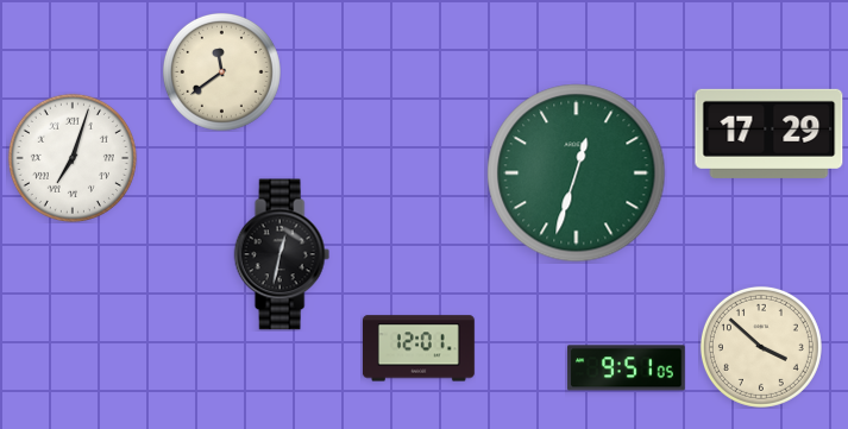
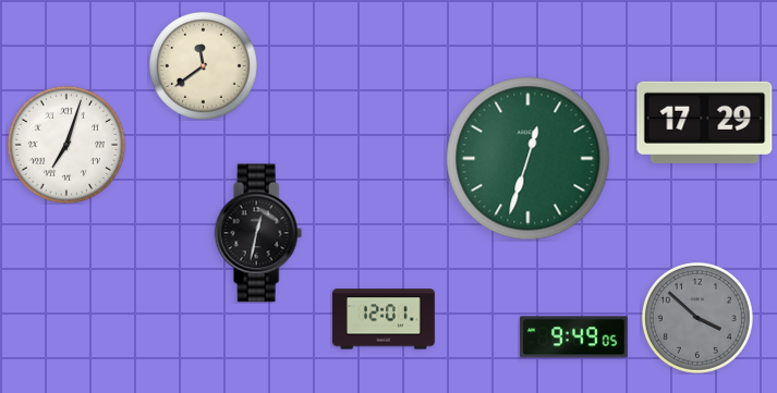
clock at (761, 347) dial: cream -> grey
clock at (627, 368): 9:51 -> 9:49
